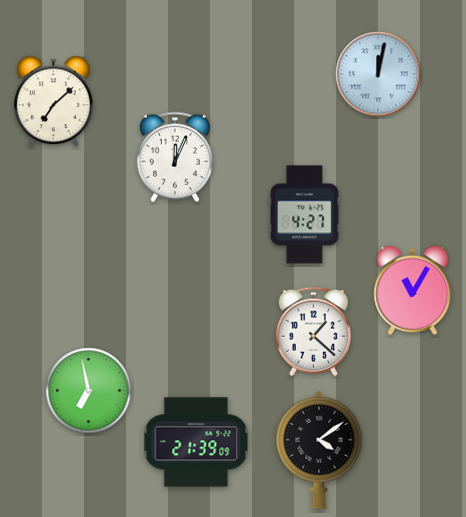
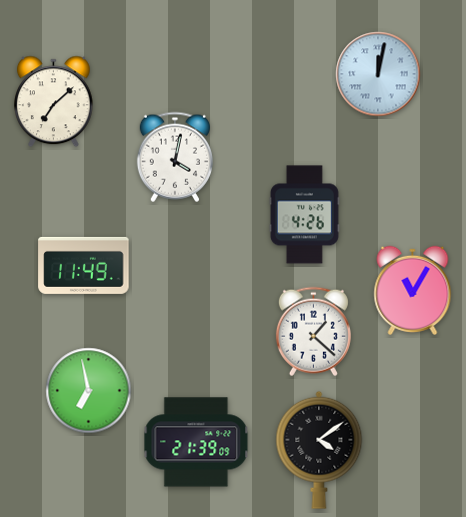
clock at (175, 157): 12:04 -> 4:02
clock at (304, 215): 4:27 -> 4:26
clock at (84, 265): none -> 11:49
